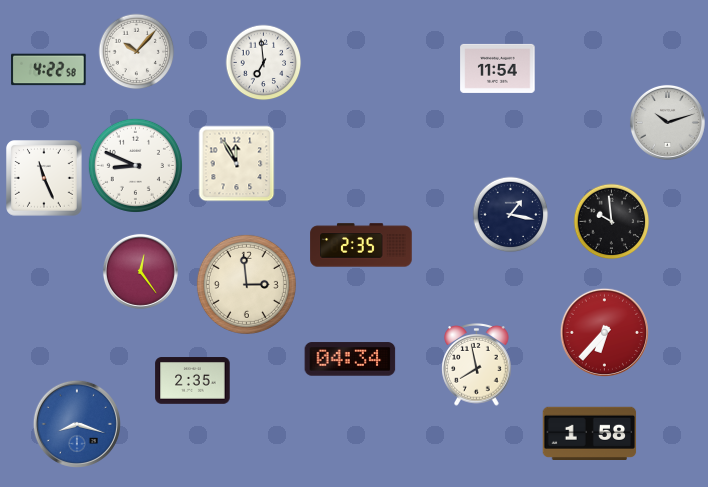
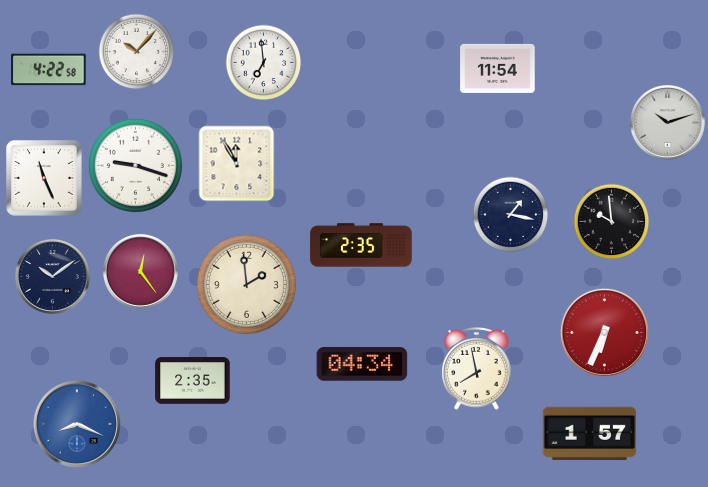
clock at (135, 165): 8:49 -> 9:18
clock at (52, 276): none -> 10:09
clock at (246, 284): 2:59 -> 1:59
clock at (604, 332): 6:37 -> 6:34
clock at (350, 359) position: (350, 359) -> (362, 364)
clock at (477, 365) position: (477, 365) -> (477, 369)
clock at (77, 424): 8:18 -> 8:19
clock at (590, 433): 1:58 -> 1:57
